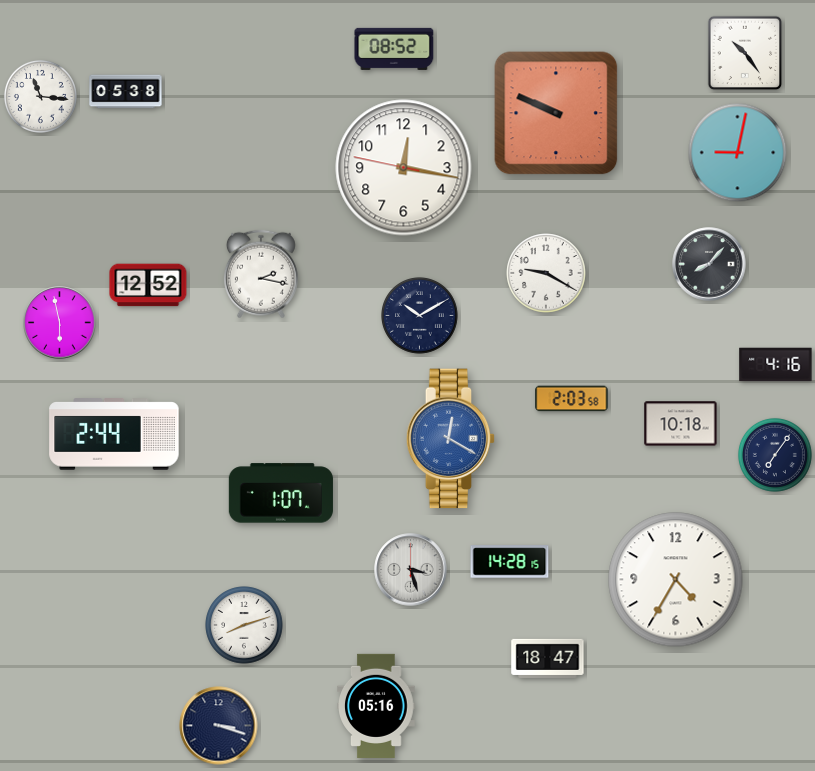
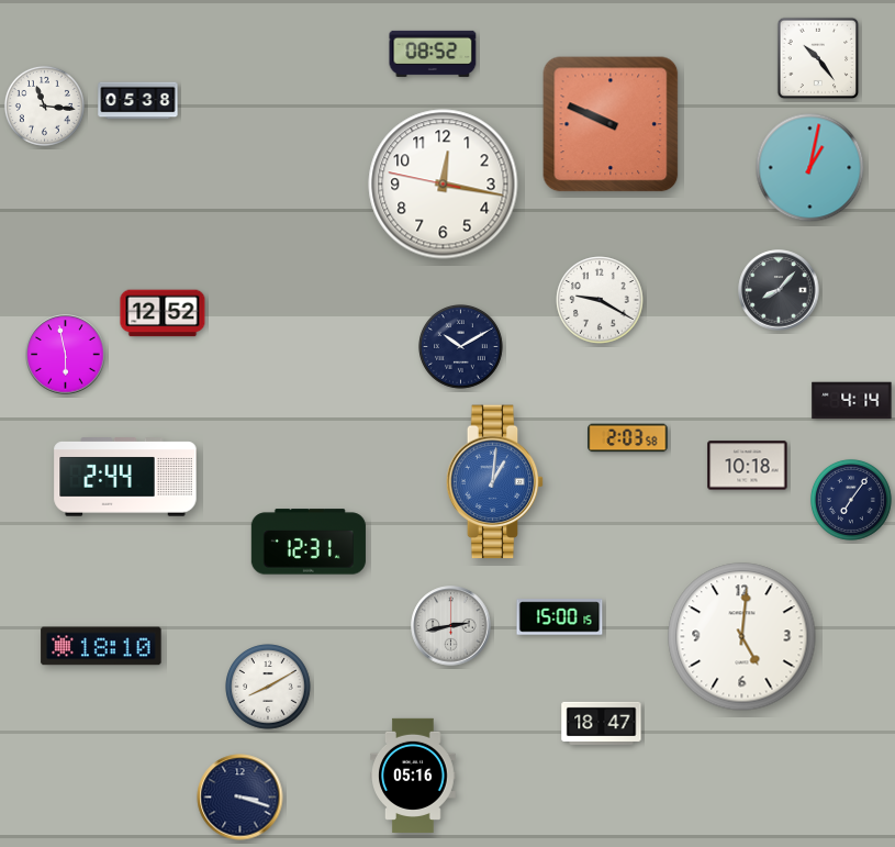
clock at (738, 153): 9:02 -> 1:02
clock at (261, 274): 2:17 -> none
clock at (776, 365): 4:16 -> 4:14
clock at (451, 439): 12:20 -> 1:01
clock at (281, 493): 1:07 -> 12:31
clock at (510, 562): 14:28 -> 15:00
clock at (411, 570): 3:27 -> 2:43
clock at (676, 580): 4:35 -> 5:01
clock at (101, 646): none -> 18:10
clock at (244, 625): 8:12 -> 8:10
